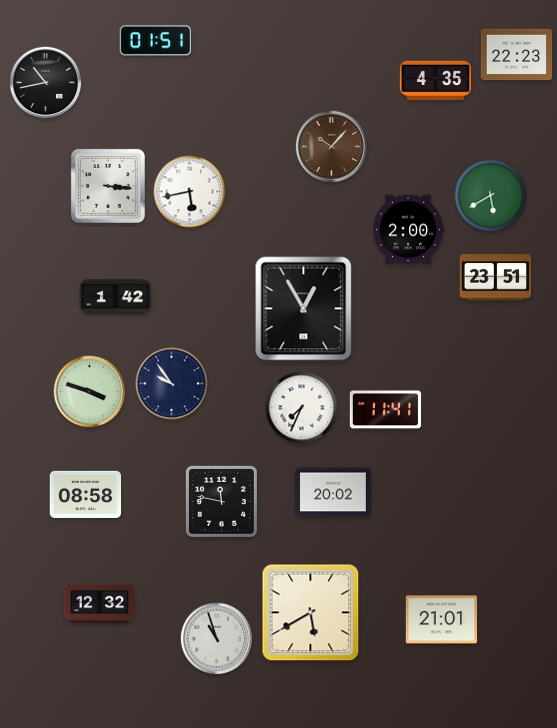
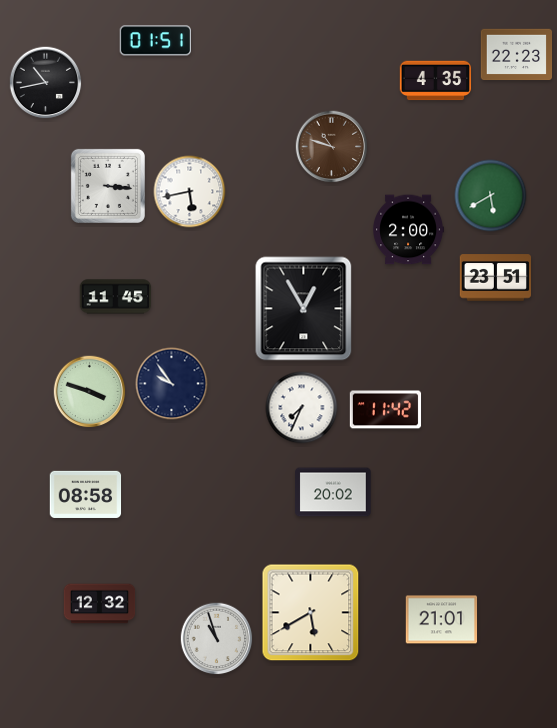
clock at (332, 147): 10:07 -> 10:48
clock at (116, 297): 1:42 -> 11:45
clock at (386, 410): 11:41 -> 11:42
clock at (221, 501): 11:47 -> none
